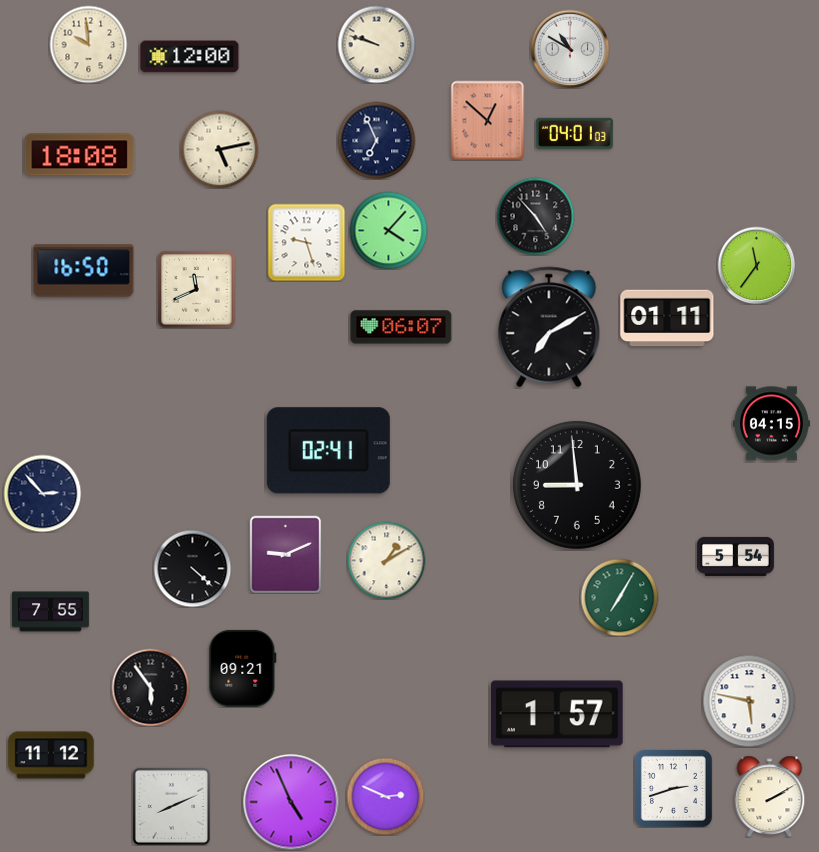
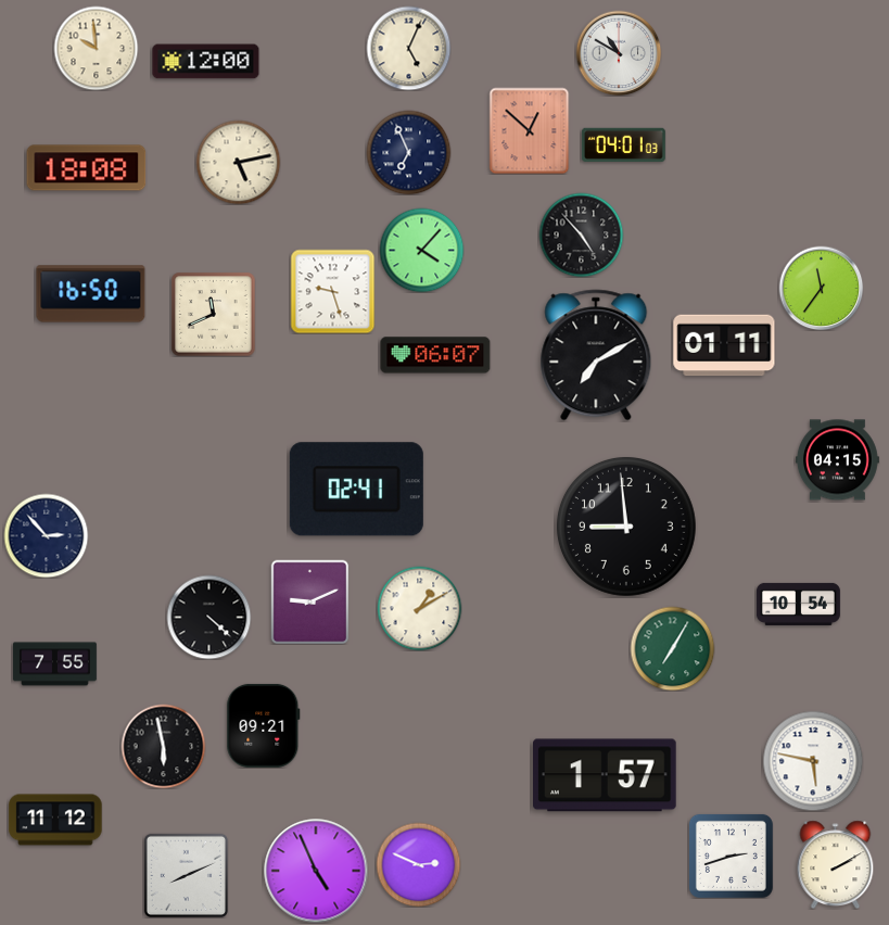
clock at (376, 44): 9:48 -> 5:04
clock at (306, 242) position: (306, 242) -> (332, 291)
clock at (735, 556): 5:54 -> 10:54
clock at (150, 687): 5:54 -> 5:58
